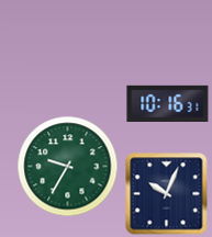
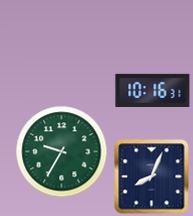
clock at (168, 103) position: (168, 103) -> (153, 90)
clock at (167, 194): 10:04 -> 8:04
